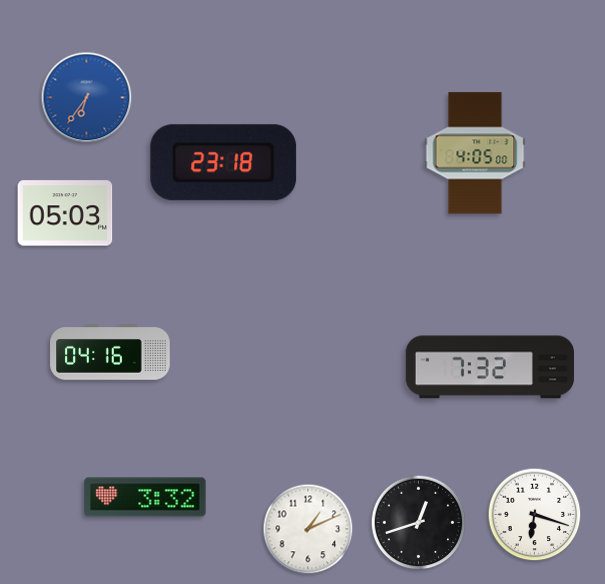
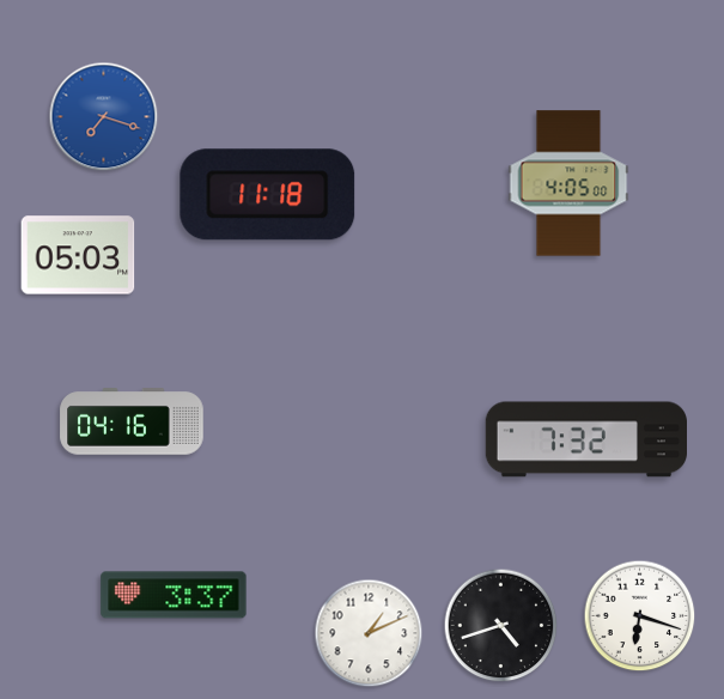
clock at (87, 98): 6:36 -> 7:18
clock at (224, 163): 23:18 -> 11:18
clock at (145, 497): 3:32 -> 3:37
clock at (419, 523): 12:42 -> 4:42
